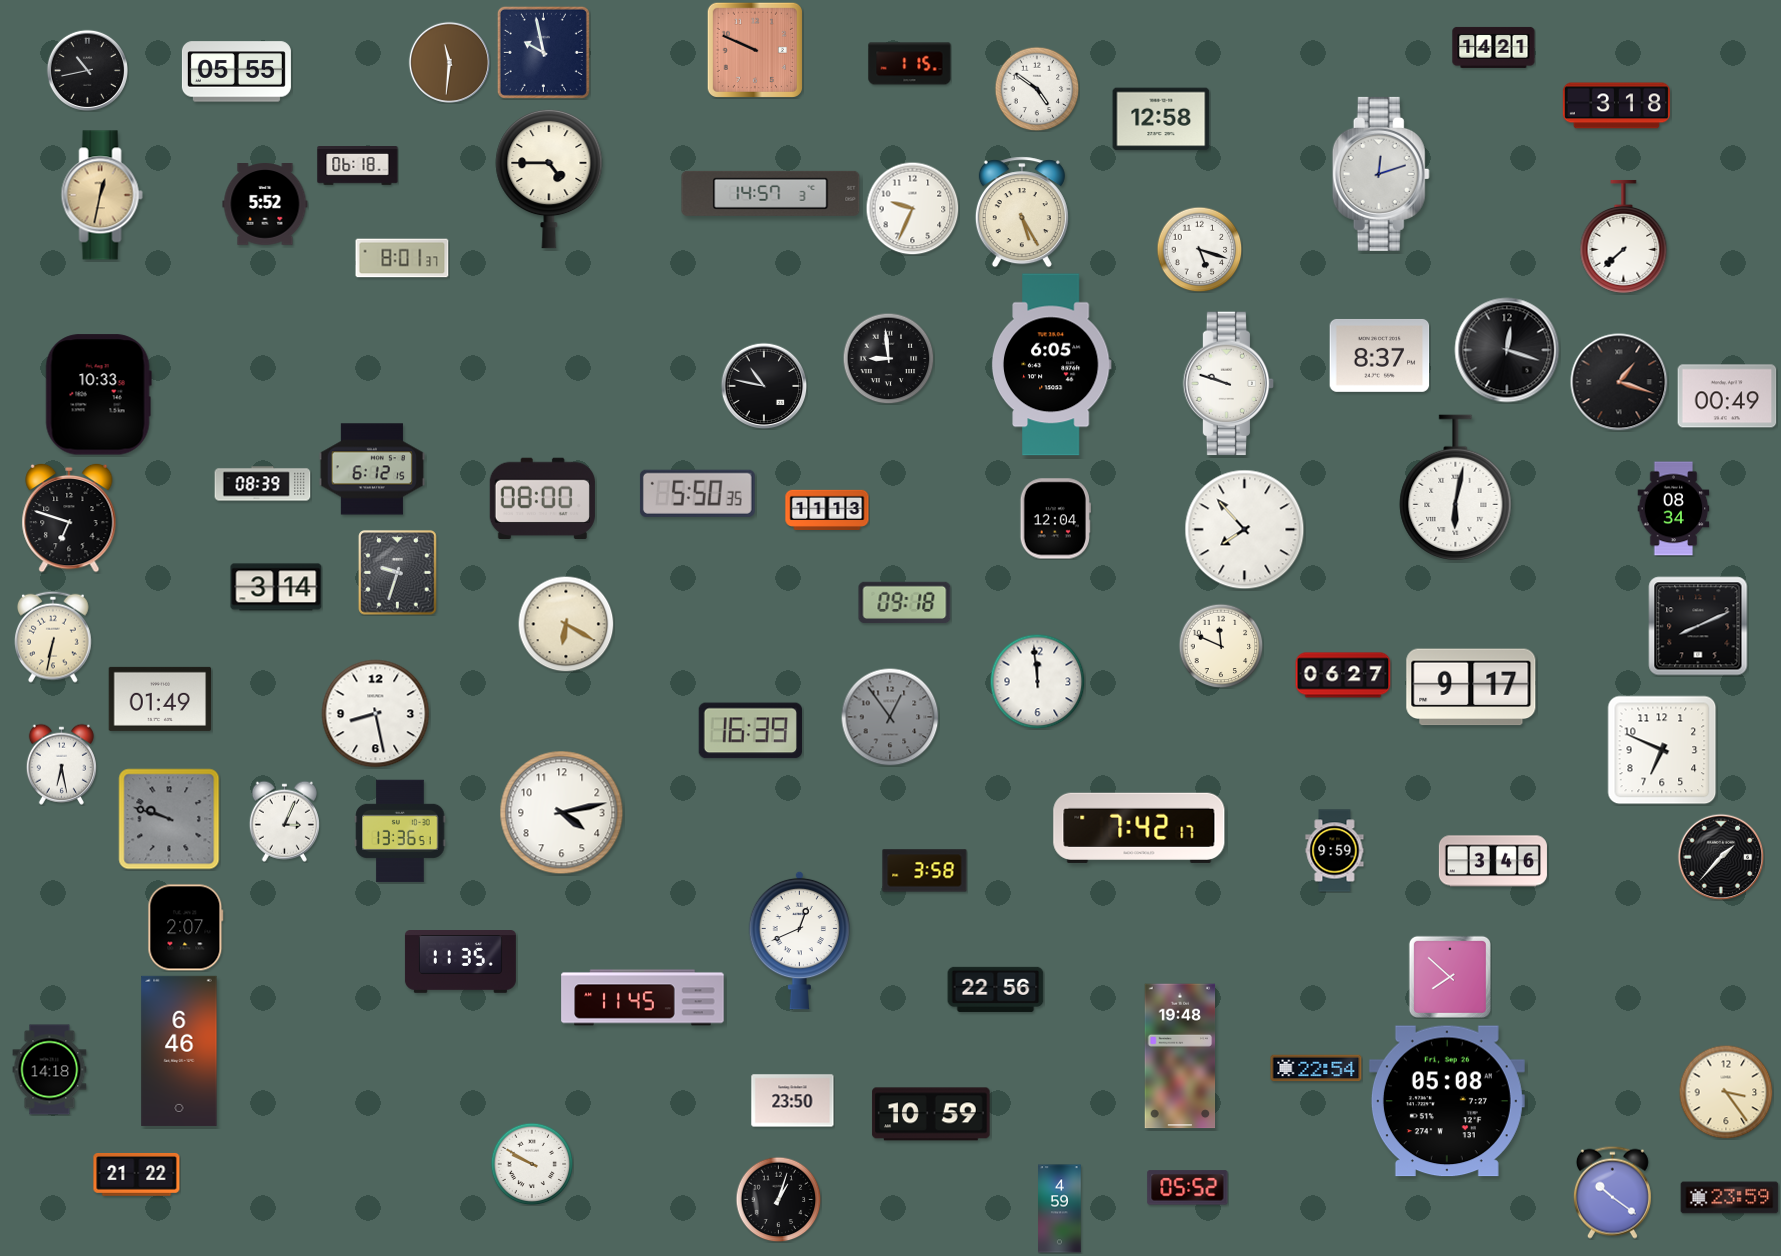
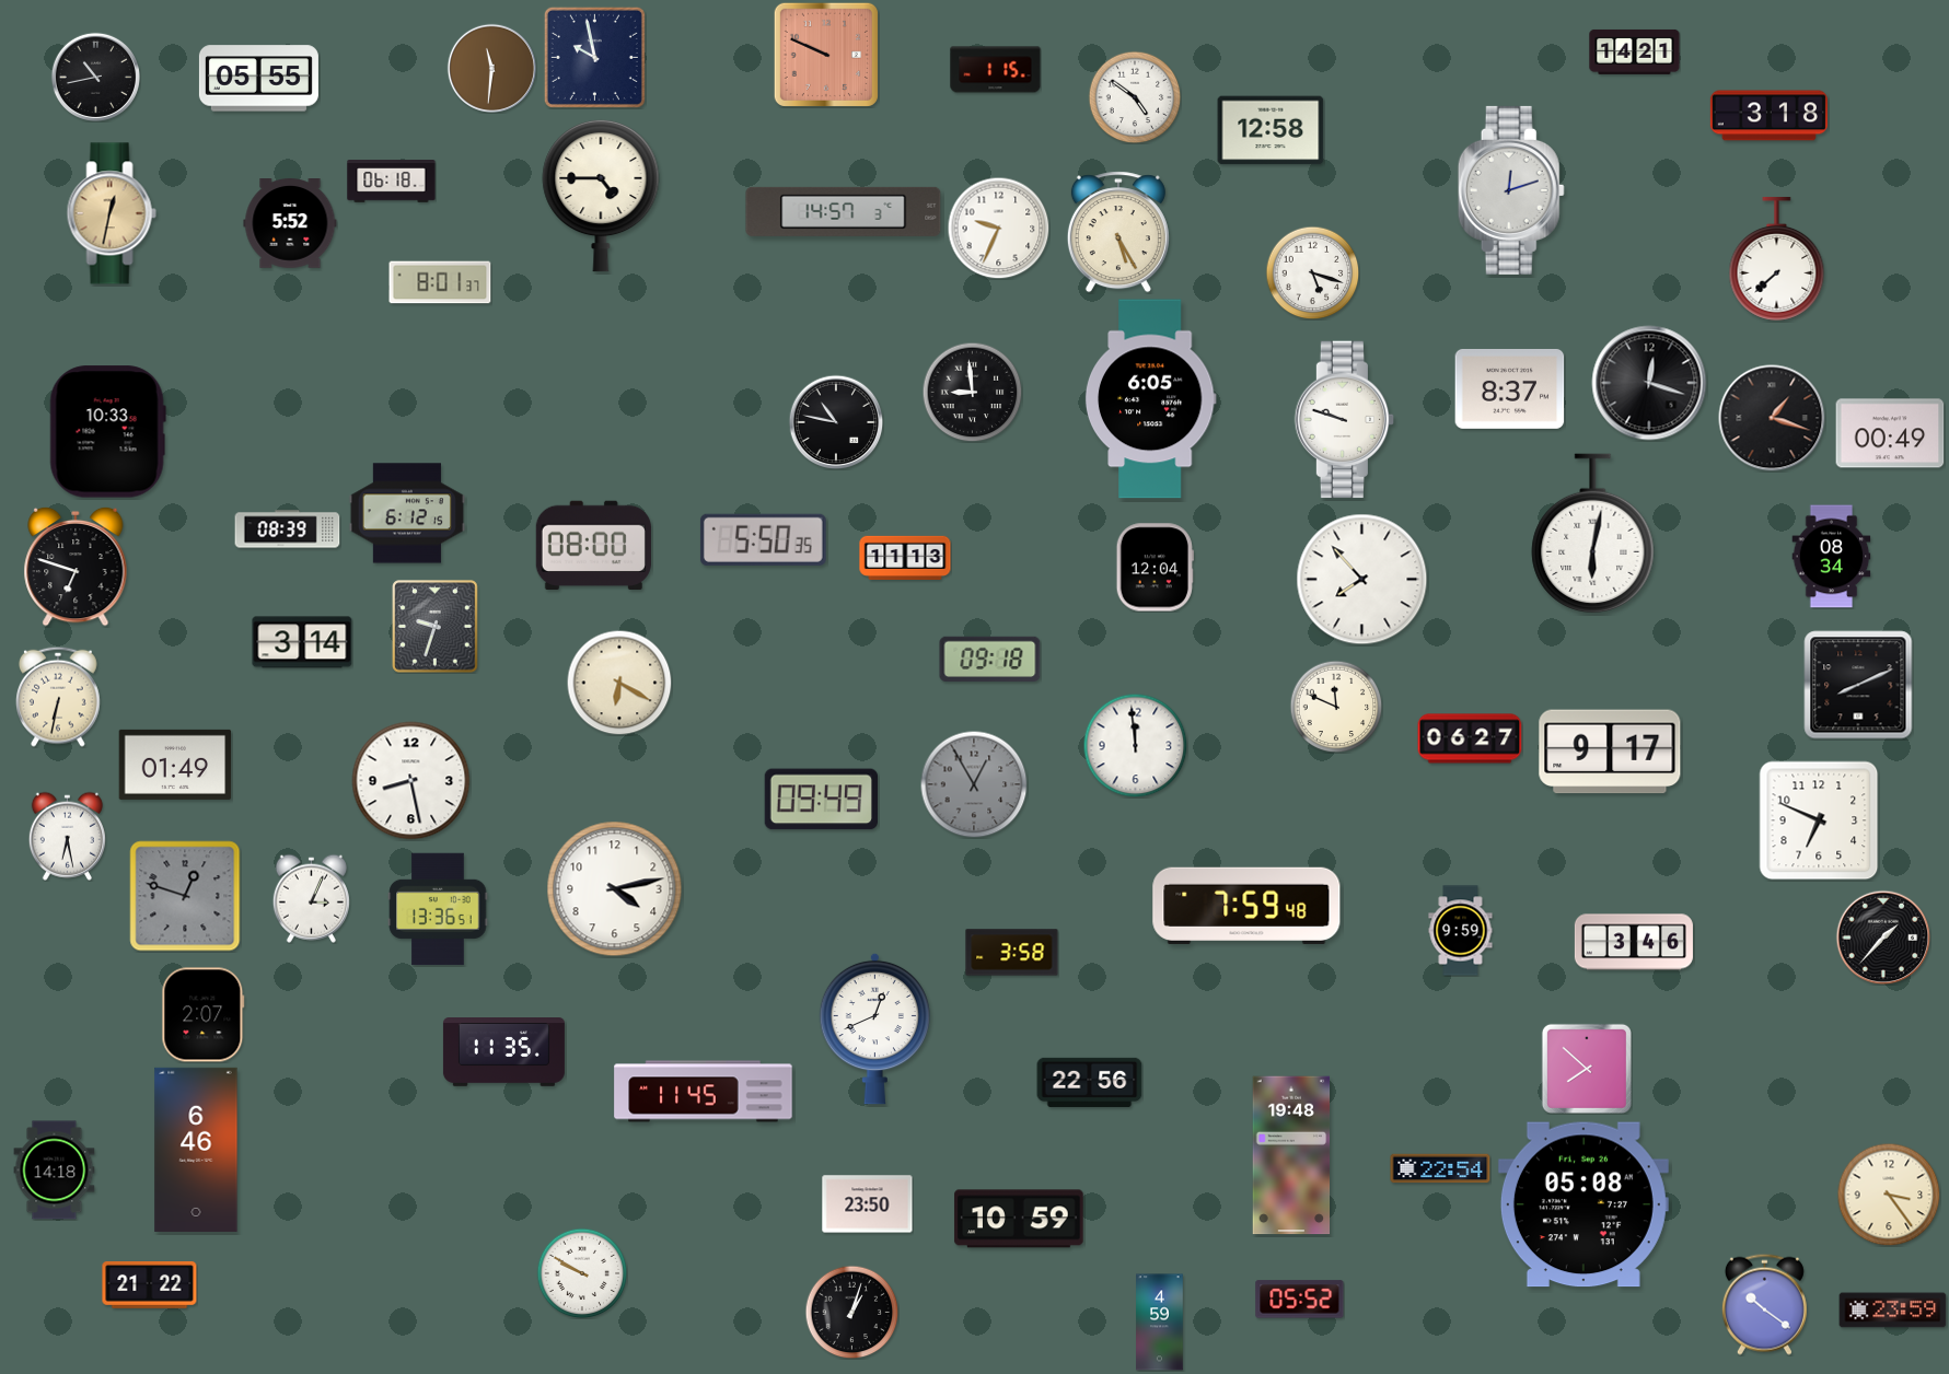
clock at (890, 717): 12:54 -> 12:55
clock at (750, 731): 16:39 -> 09:49
clock at (169, 819): 9:48 -> 12:48
clock at (1139, 828): 7:42 -> 7:59
